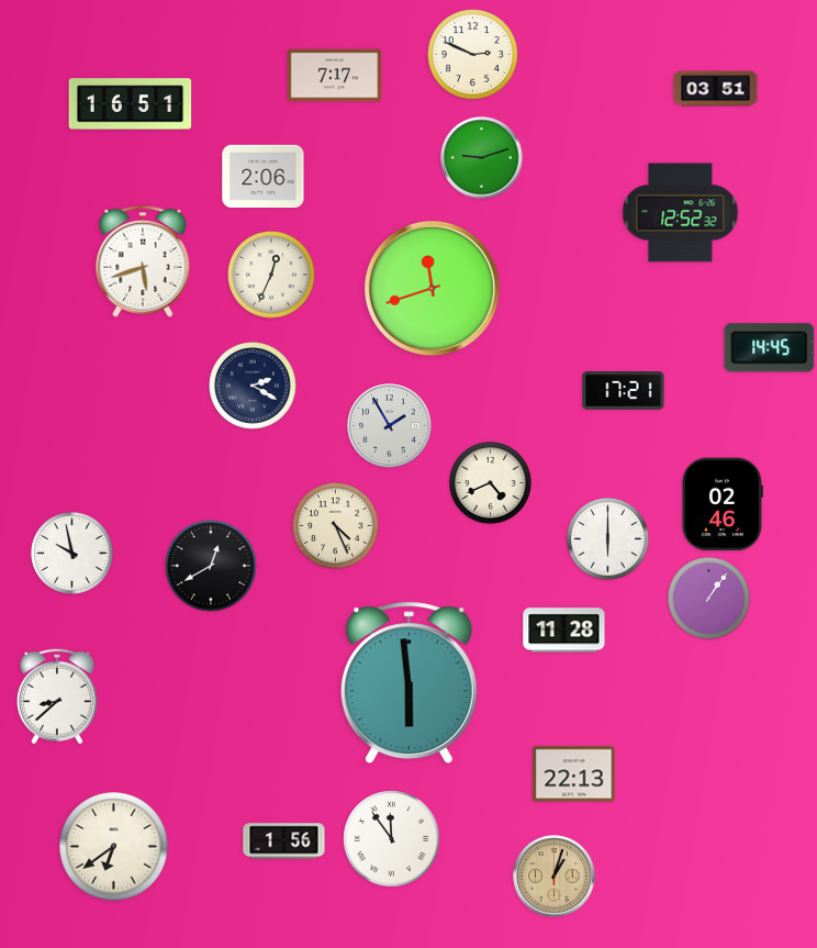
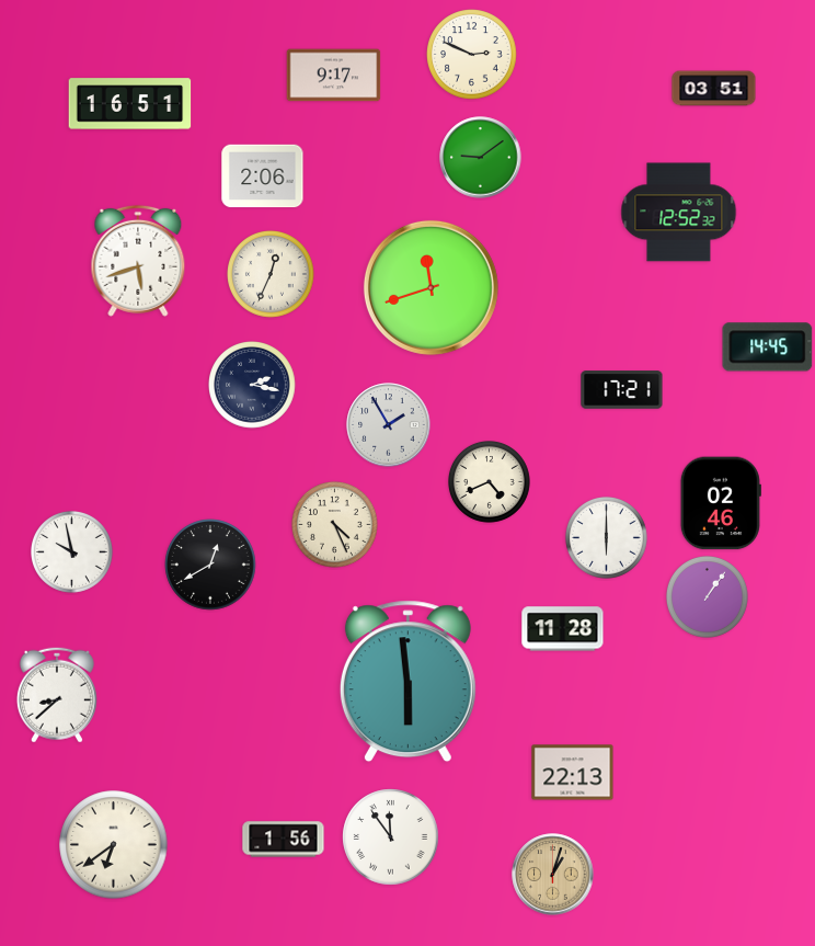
clock at (335, 76): 7:17 -> 9:17
clock at (482, 158): 9:12 -> 9:09
clock at (143, 261) position: (143, 261) -> (138, 261)
clock at (254, 387): 2:20 -> 2:17
